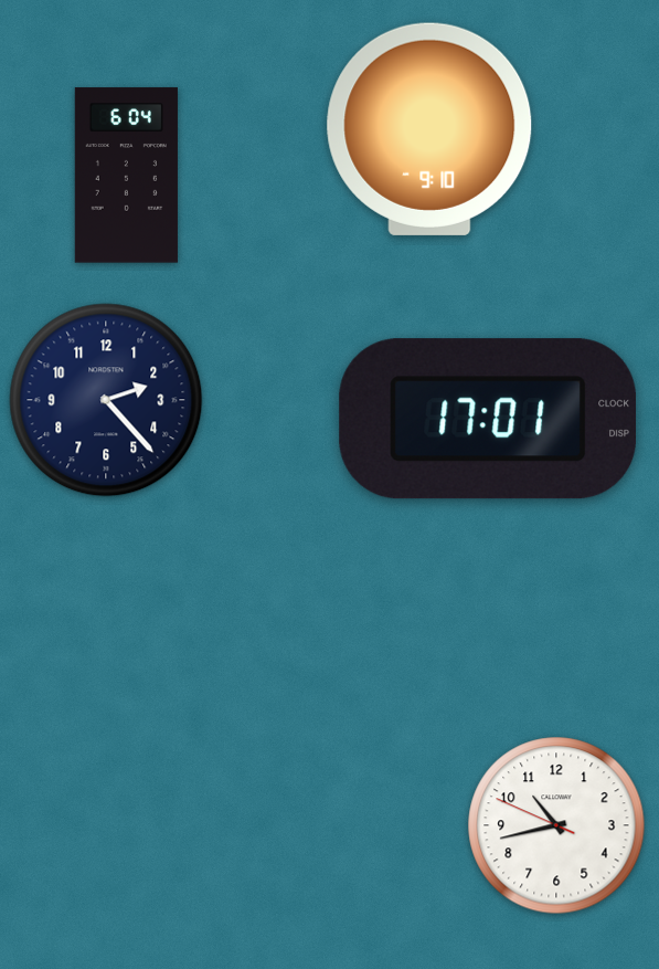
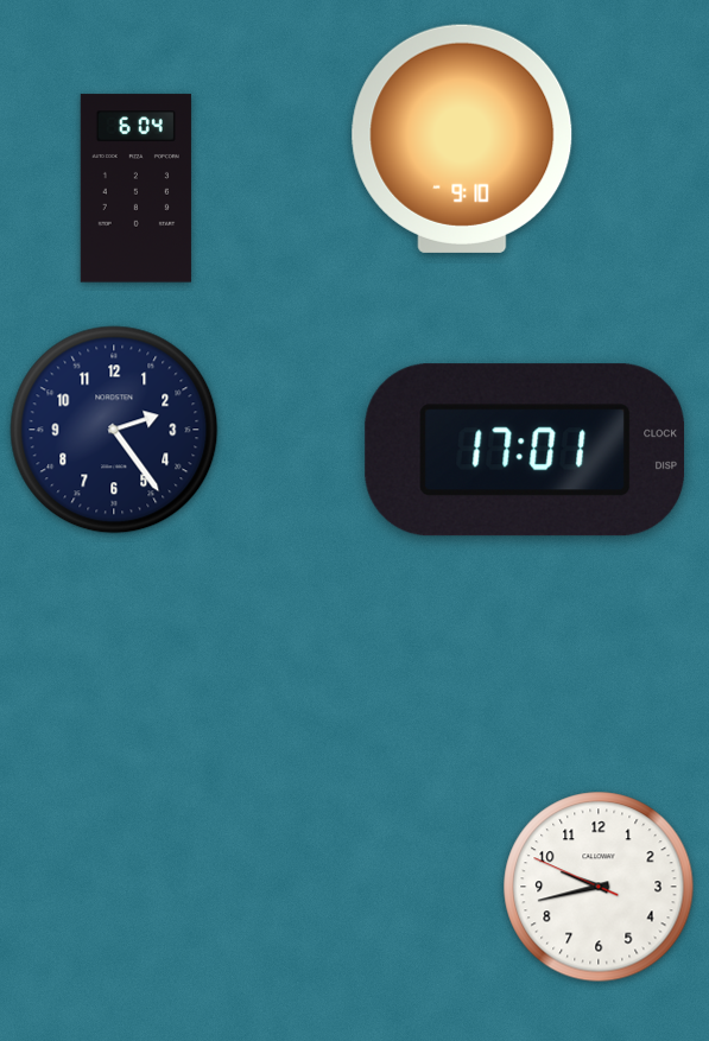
clock at (106, 400): 2:23 -> 2:24
clock at (556, 825): 10:42 -> 9:42
